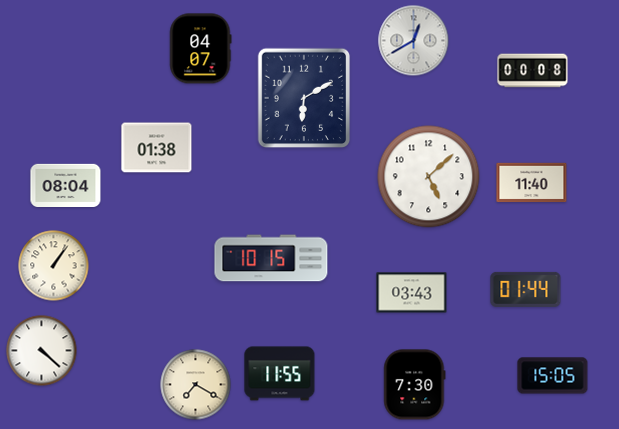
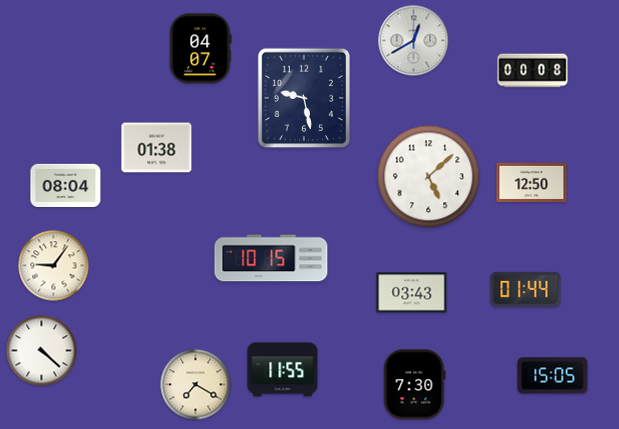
clock at (304, 98): 6:10 -> 9:28
clock at (532, 183): 11:40 -> 12:50
clock at (54, 266): 1:06 -> 9:06
clock at (280, 374) position: (280, 374) -> (283, 370)
